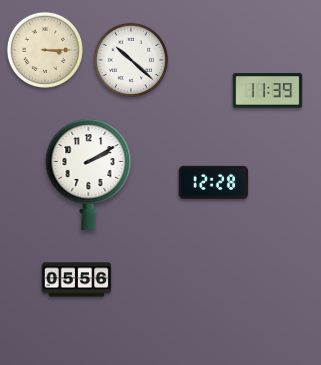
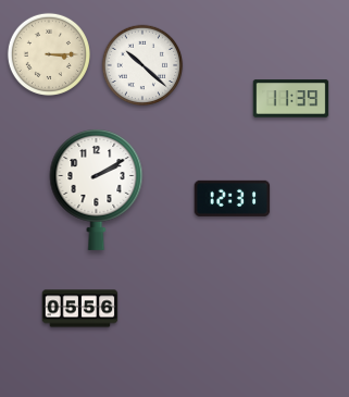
clock at (214, 182): 12:28 -> 12:31
clock at (77, 280) position: (77, 280) -> (80, 309)
